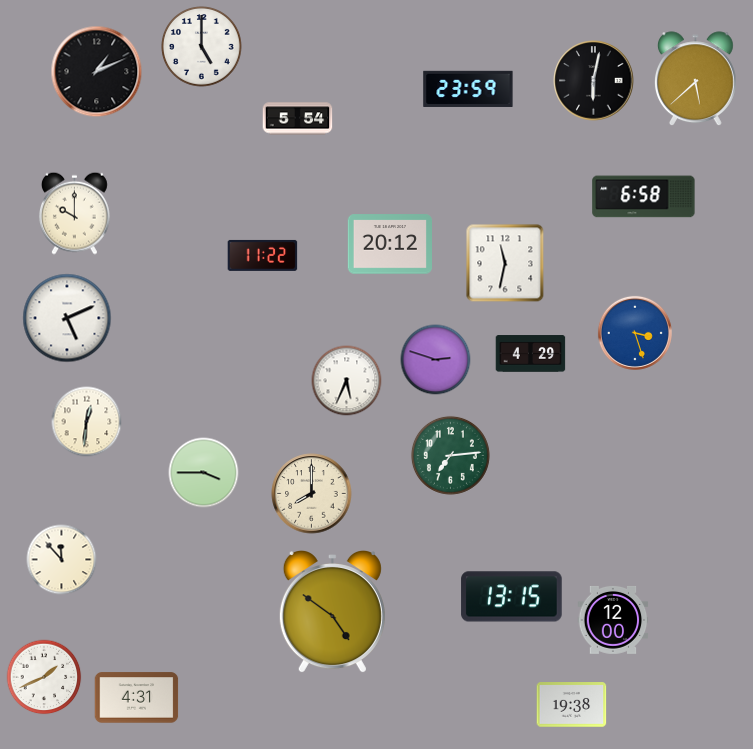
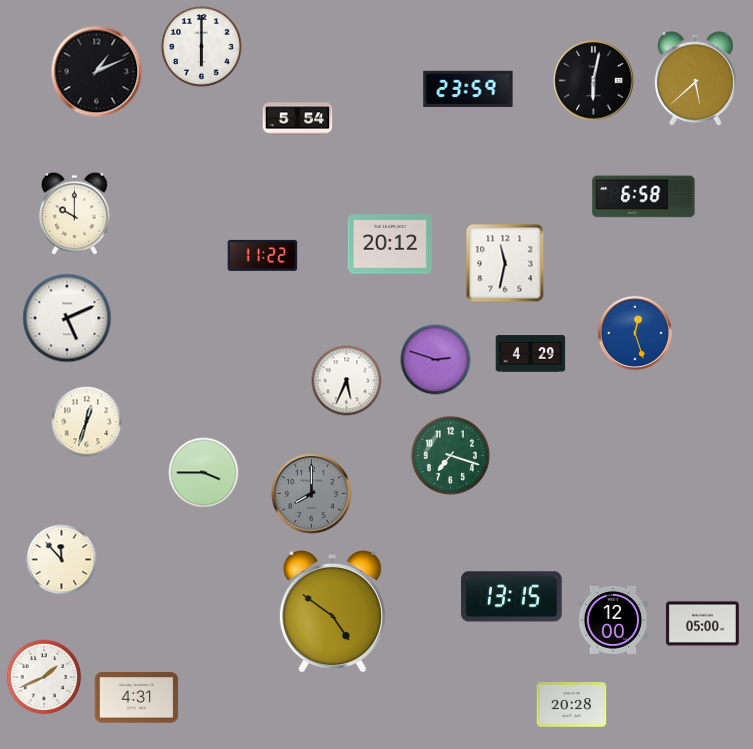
clock at (202, 47): 5:00 -> 6:00
clock at (635, 333): 3:27 -> 12:27
clock at (87, 422): 12:31 -> 12:33
clock at (450, 455): 7:14 -> 7:18
clock at (312, 494) dial: cream -> grey
clock at (702, 624): none -> 05:00
clock at (572, 705): 19:38 -> 20:28
